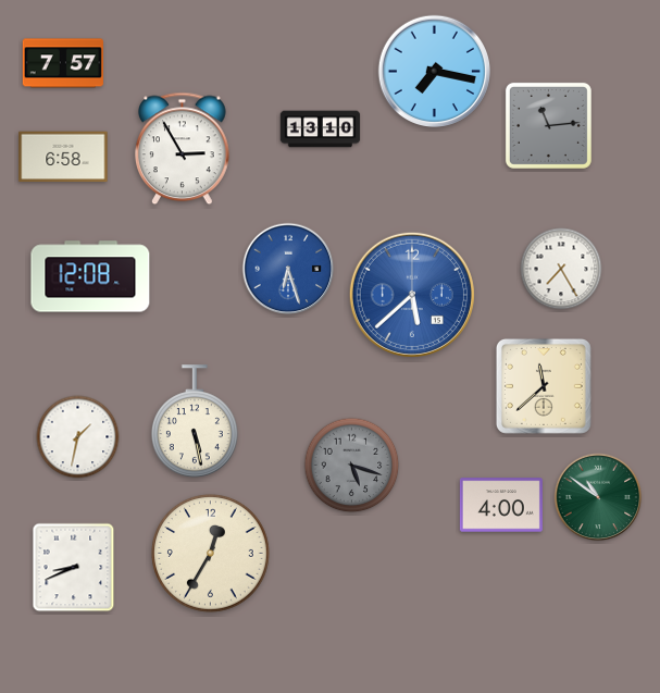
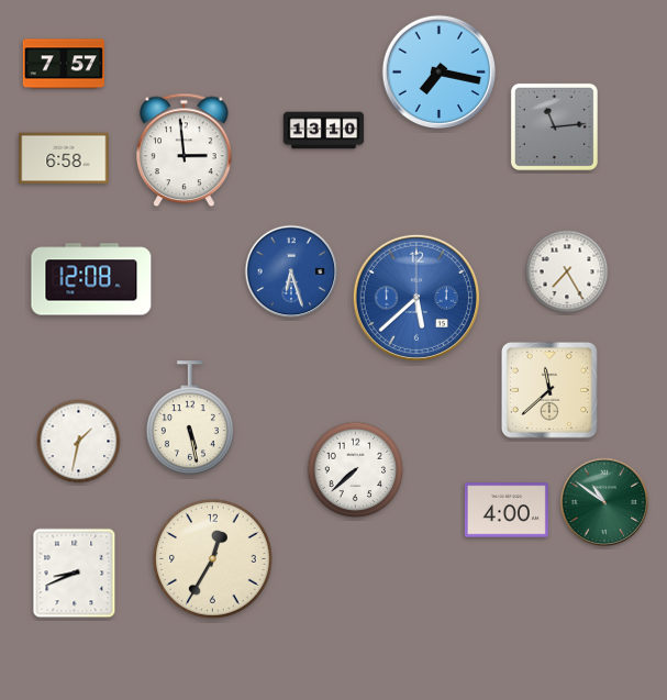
clock at (183, 149): 2:55 -> 2:59
clock at (195, 422) position: (195, 422) -> (190, 419)
clock at (352, 466): 5:18 -> 7:38
clock at (352, 466) dial: grey -> white
